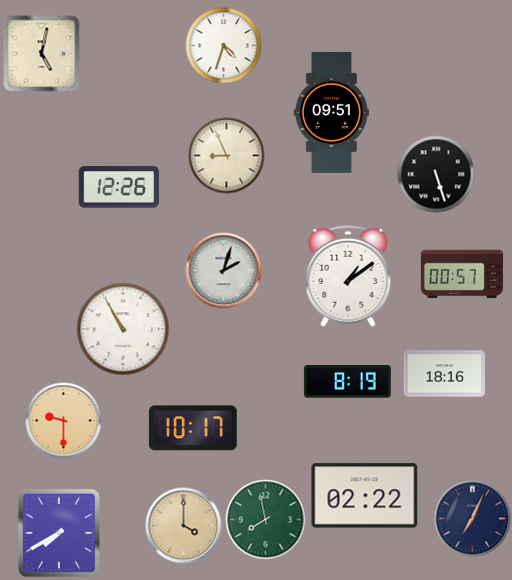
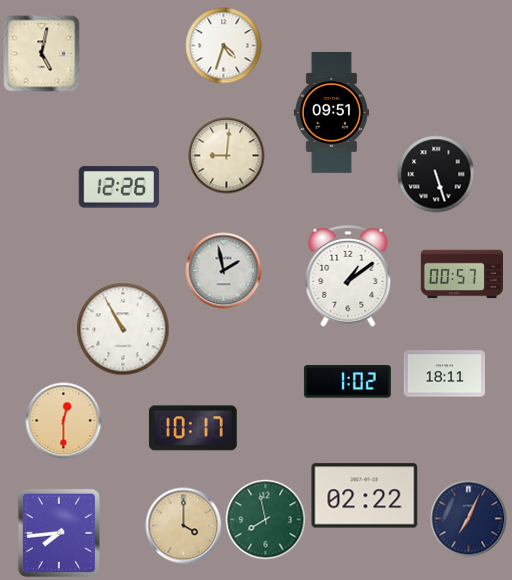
clock at (227, 156): 8:56 -> 9:01
clock at (224, 271): 2:03 -> 1:58
clock at (445, 374): 18:16 -> 18:11
clock at (347, 382): 8:19 -> 1:02
clock at (64, 421): 9:30 -> 12:30
clock at (473, 519) position: (473, 519) -> (469, 519)
clock at (59, 533): 7:40 -> 7:44
